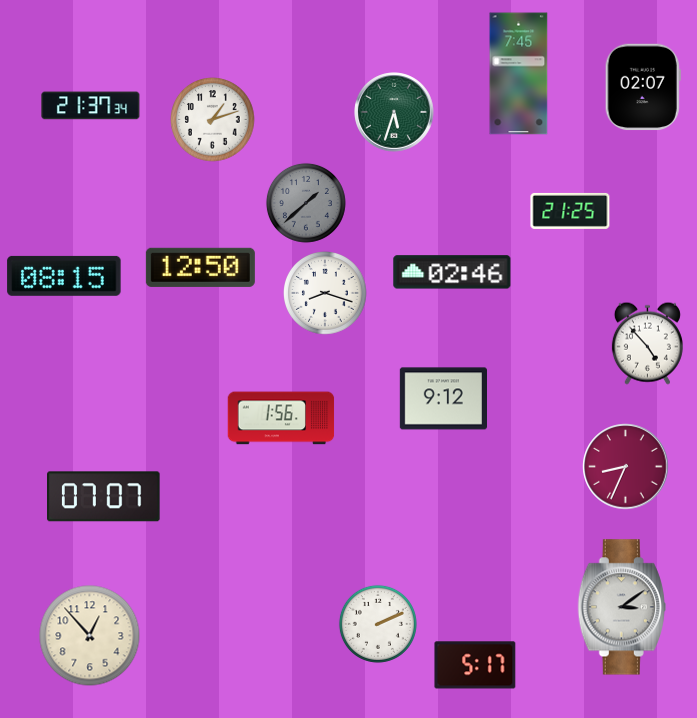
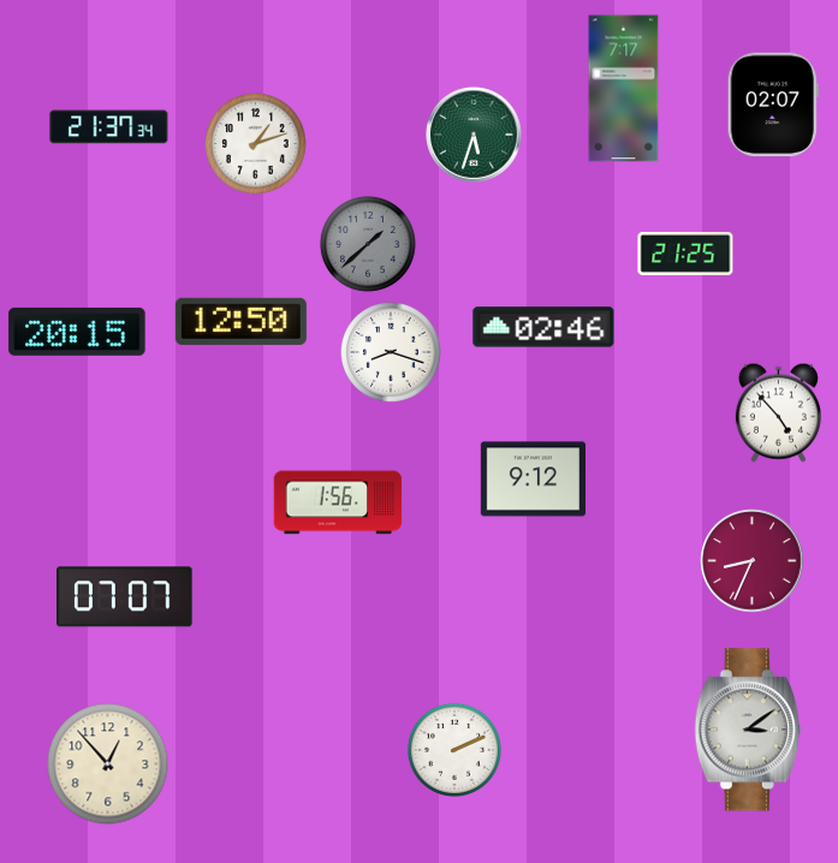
clock at (519, 74): 7:45 -> 7:17
clock at (64, 276): 08:15 -> 20:15
clock at (475, 665): 5:17 -> none
